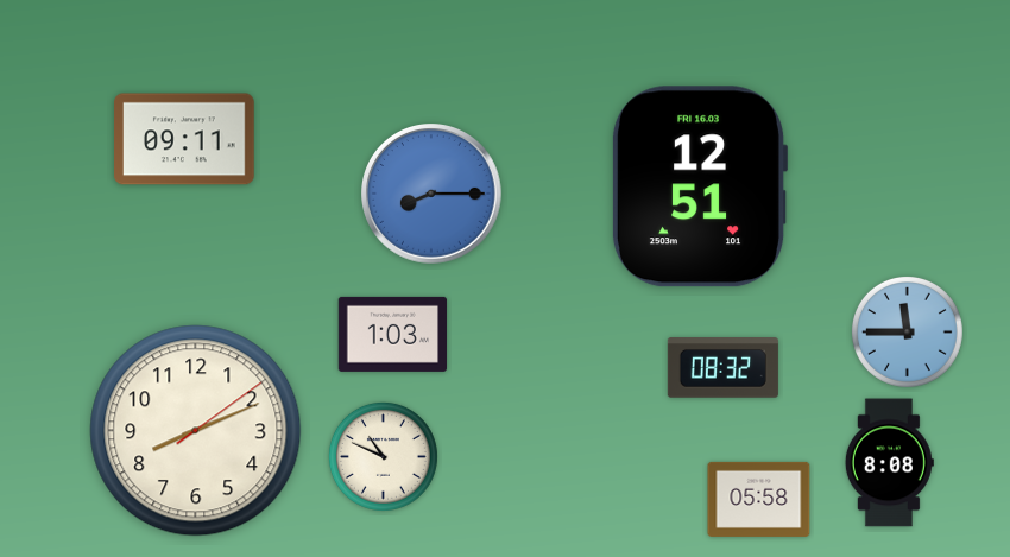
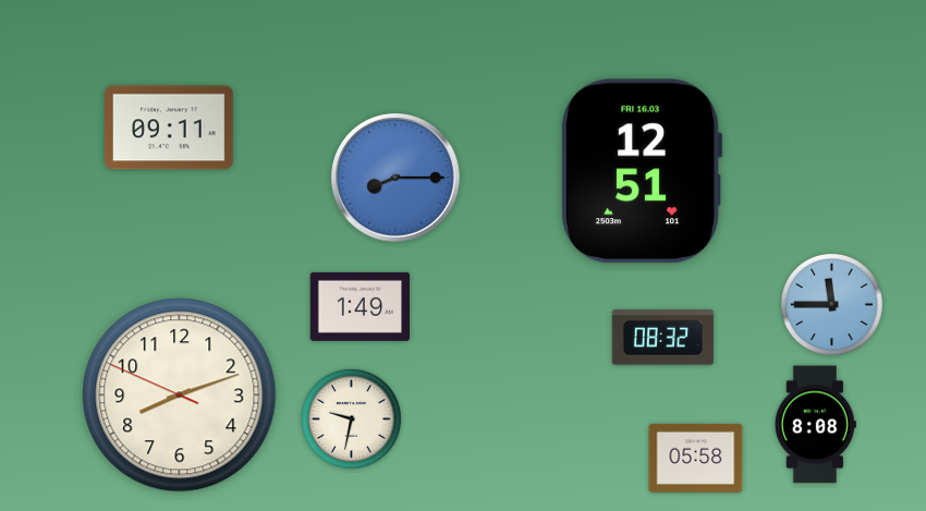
clock at (393, 334): 1:03 -> 1:49
clock at (196, 431): 8:11:09 -> 8:11:49
clock at (383, 456): 10:49 -> 9:32
